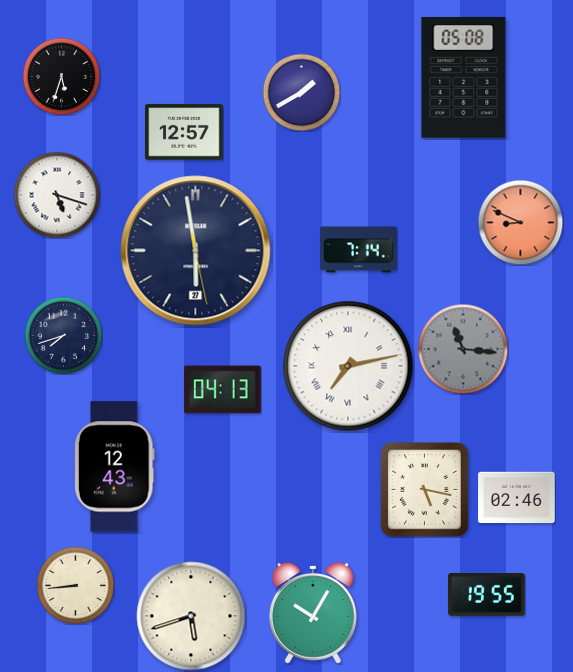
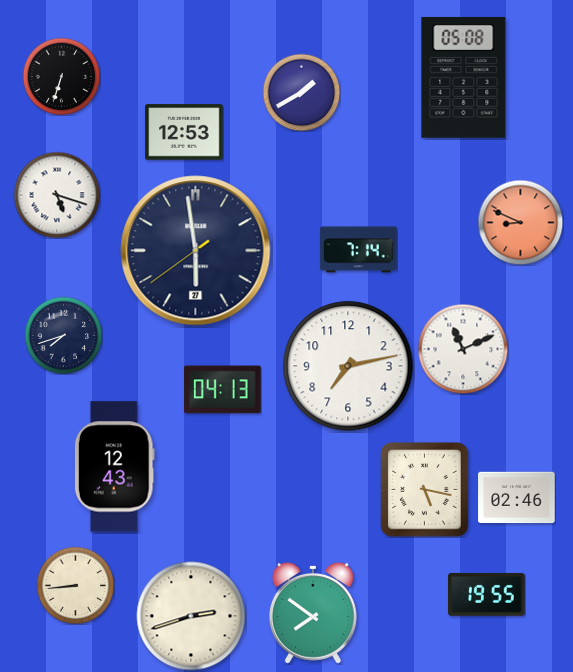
clock at (61, 76): 5:33 -> 6:33
clock at (184, 132): 12:57 -> 12:53
clock at (196, 251): 5:58:28 -> 5:58:39
clock at (463, 349): 11:16 -> 11:11
clock at (463, 349) dial: grey -> white
clock at (348, 366) numerals: Roman -> Arabic
clock at (313, 613): 10:05 -> 7:51
clock at (191, 616): 5:42 -> 2:42
